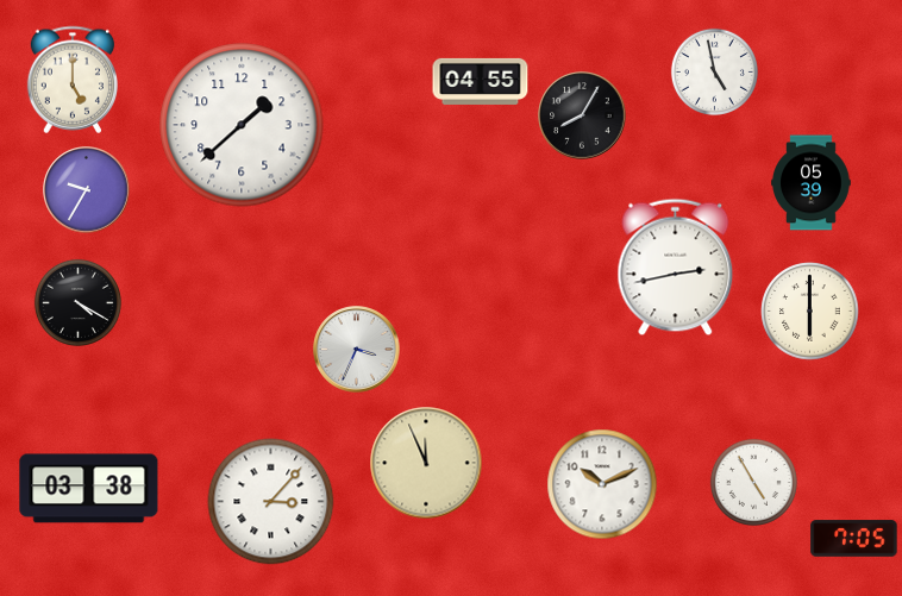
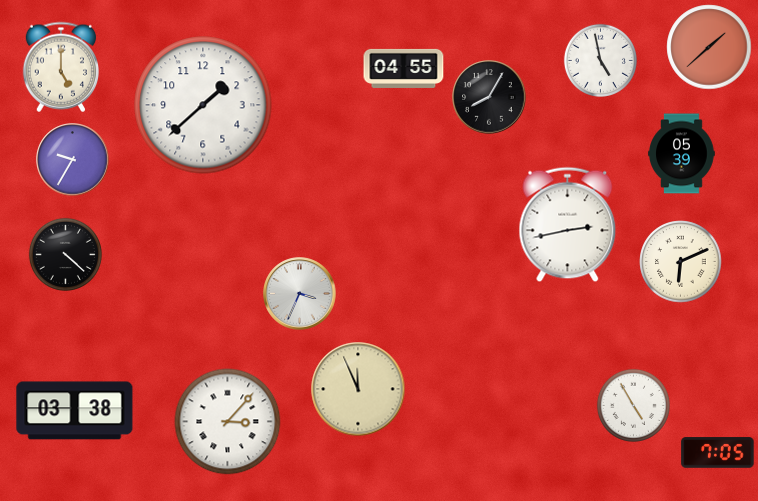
clock at (709, 47): none -> 1:38
clock at (77, 302): 4:20 -> 4:22
clock at (810, 312): 6:00 -> 6:11
clock at (602, 484): 10:11 -> none
